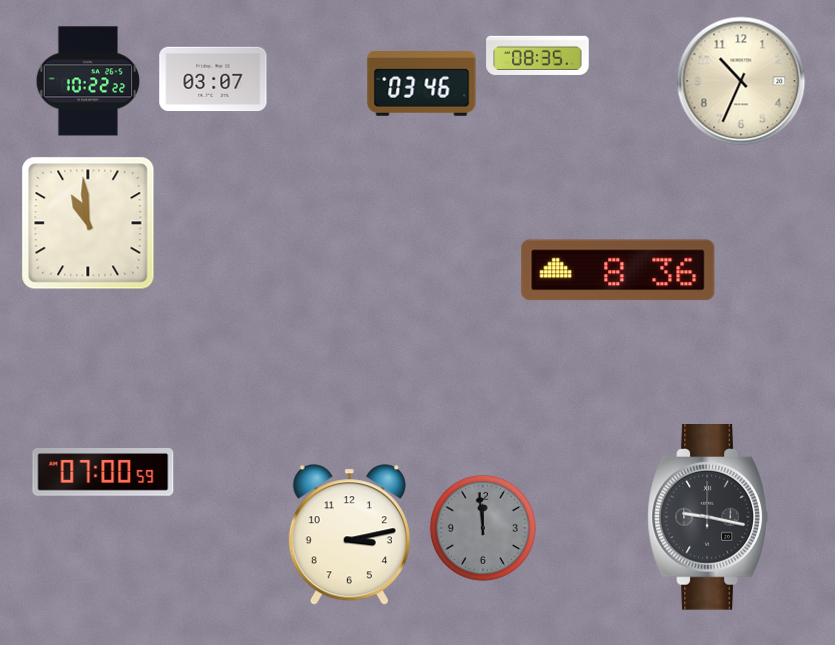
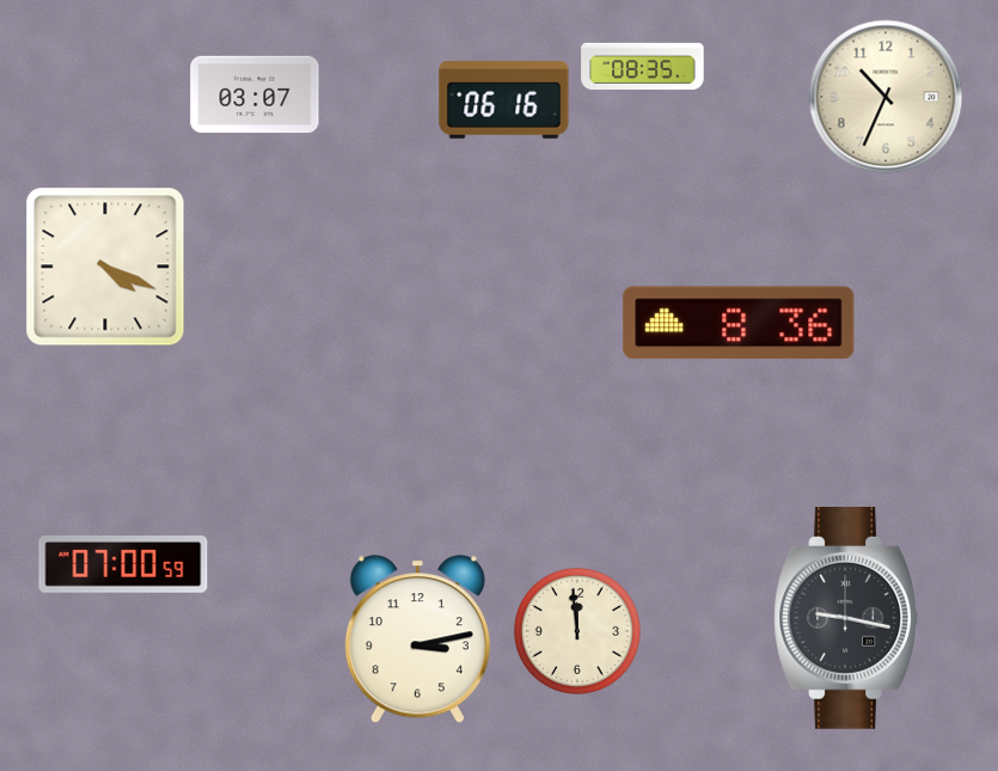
clock at (88, 81): 10:22 -> none
clock at (422, 84): 03:46 -> 06:16
clock at (88, 223): 10:59 -> 4:19
clock at (483, 528) dial: grey -> cream
